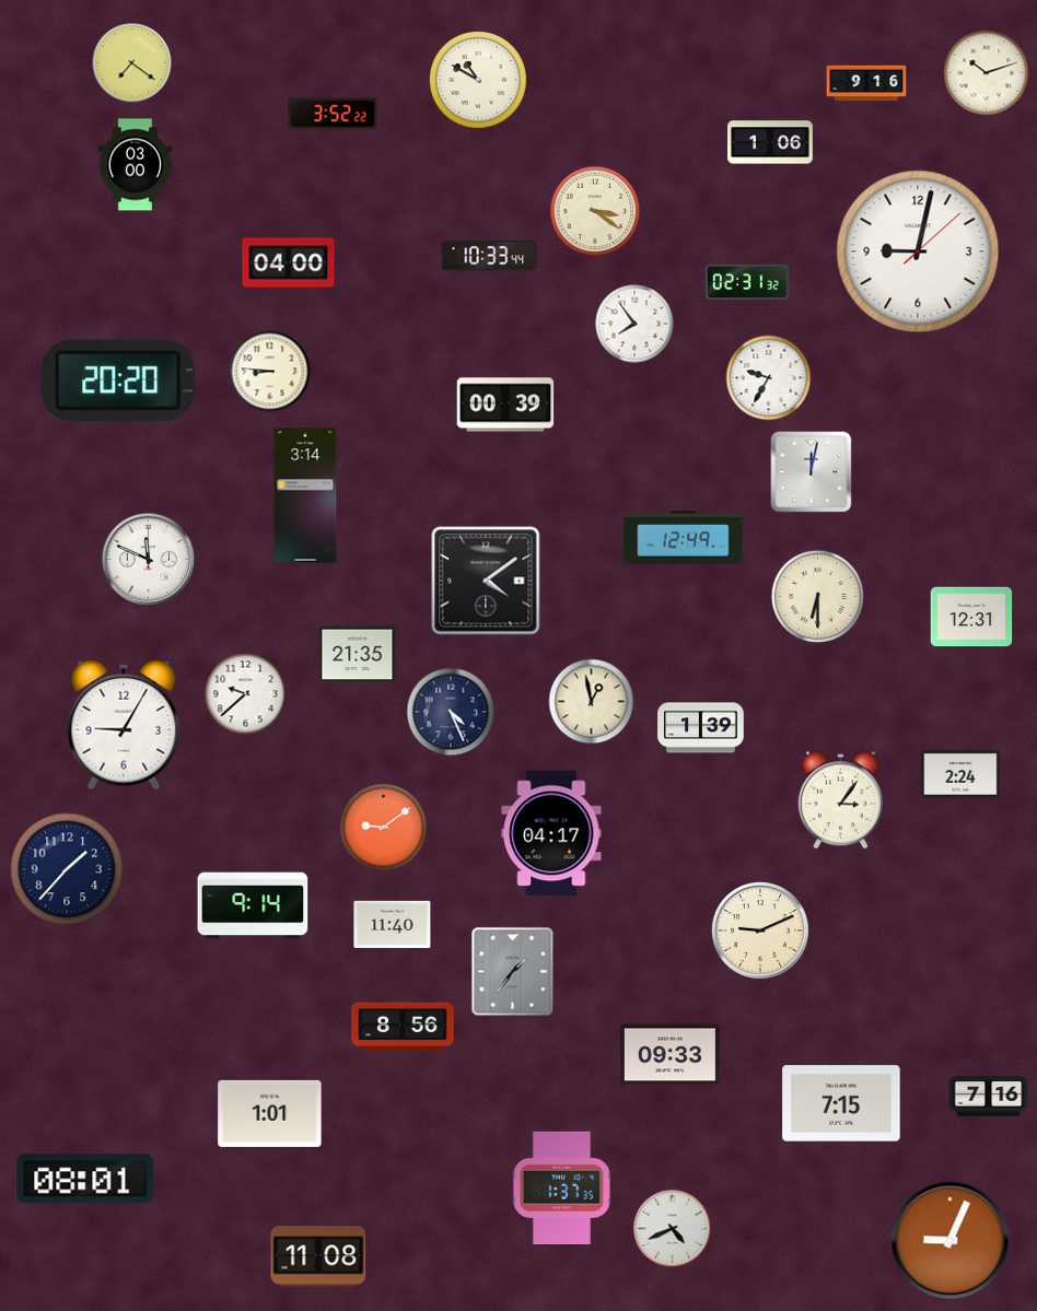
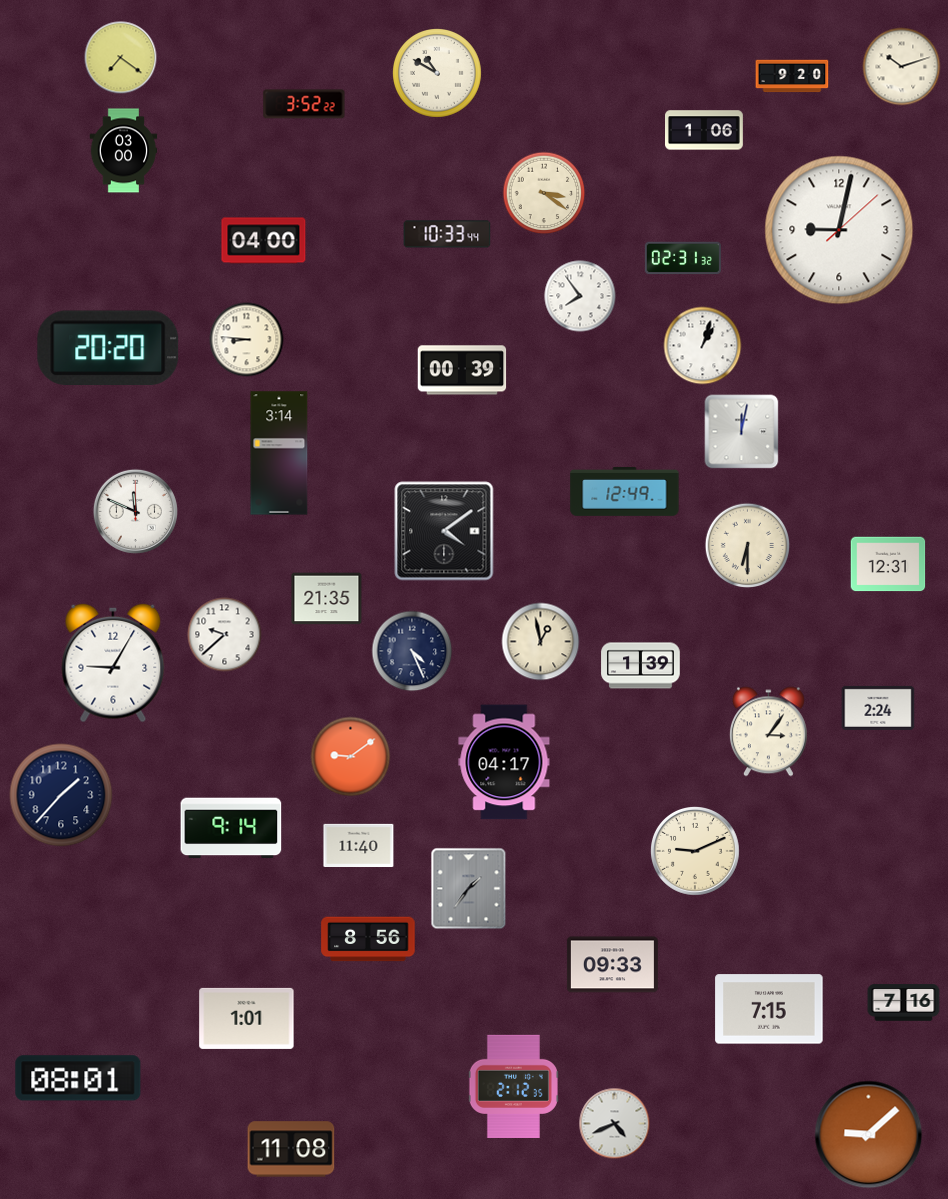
clock at (866, 83): 9:16 -> 9:20
clock at (769, 378): 9:35 -> 1:03
clock at (561, 1187): 1:37 -> 2:12
clock at (951, 1241): 9:04 -> 9:08
